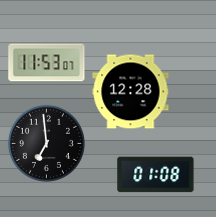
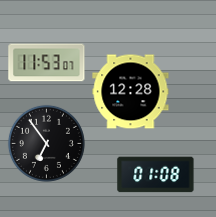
clock at (46, 143): 6:59 -> 6:54
